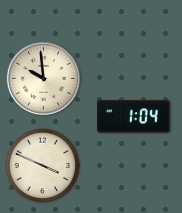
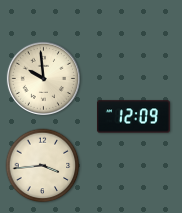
clock at (133, 117): 1:04 -> 12:09
clock at (43, 166): 3:49 -> 3:44
